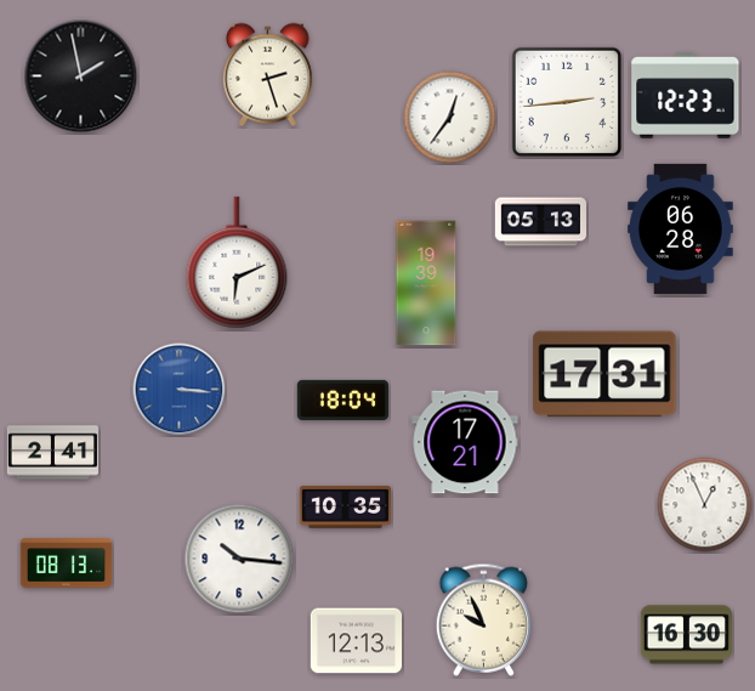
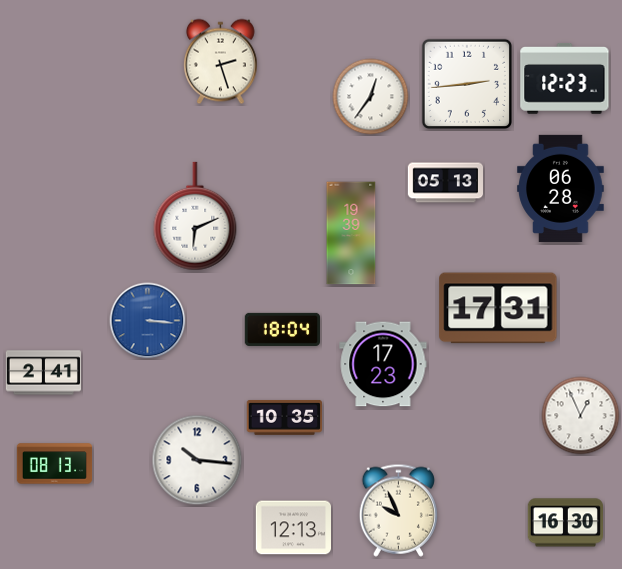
clock at (81, 77): 1:58 -> none
clock at (465, 442): 17:21 -> 17:23
